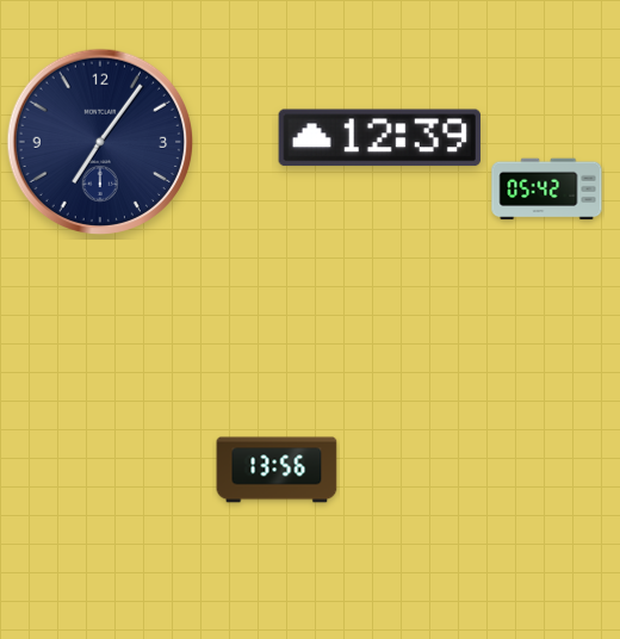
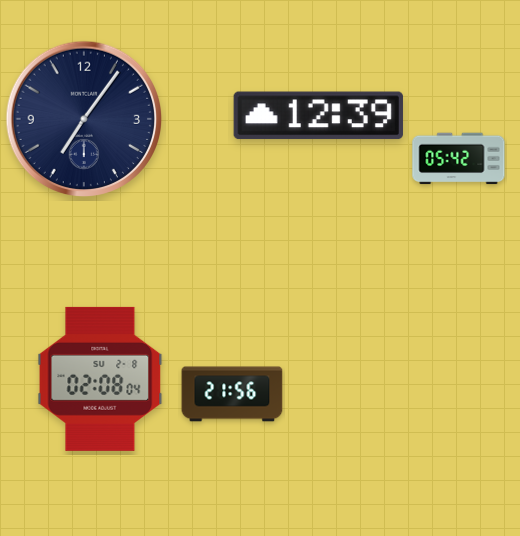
clock at (100, 379): none -> 02:08
clock at (277, 470): 13:56 -> 21:56
